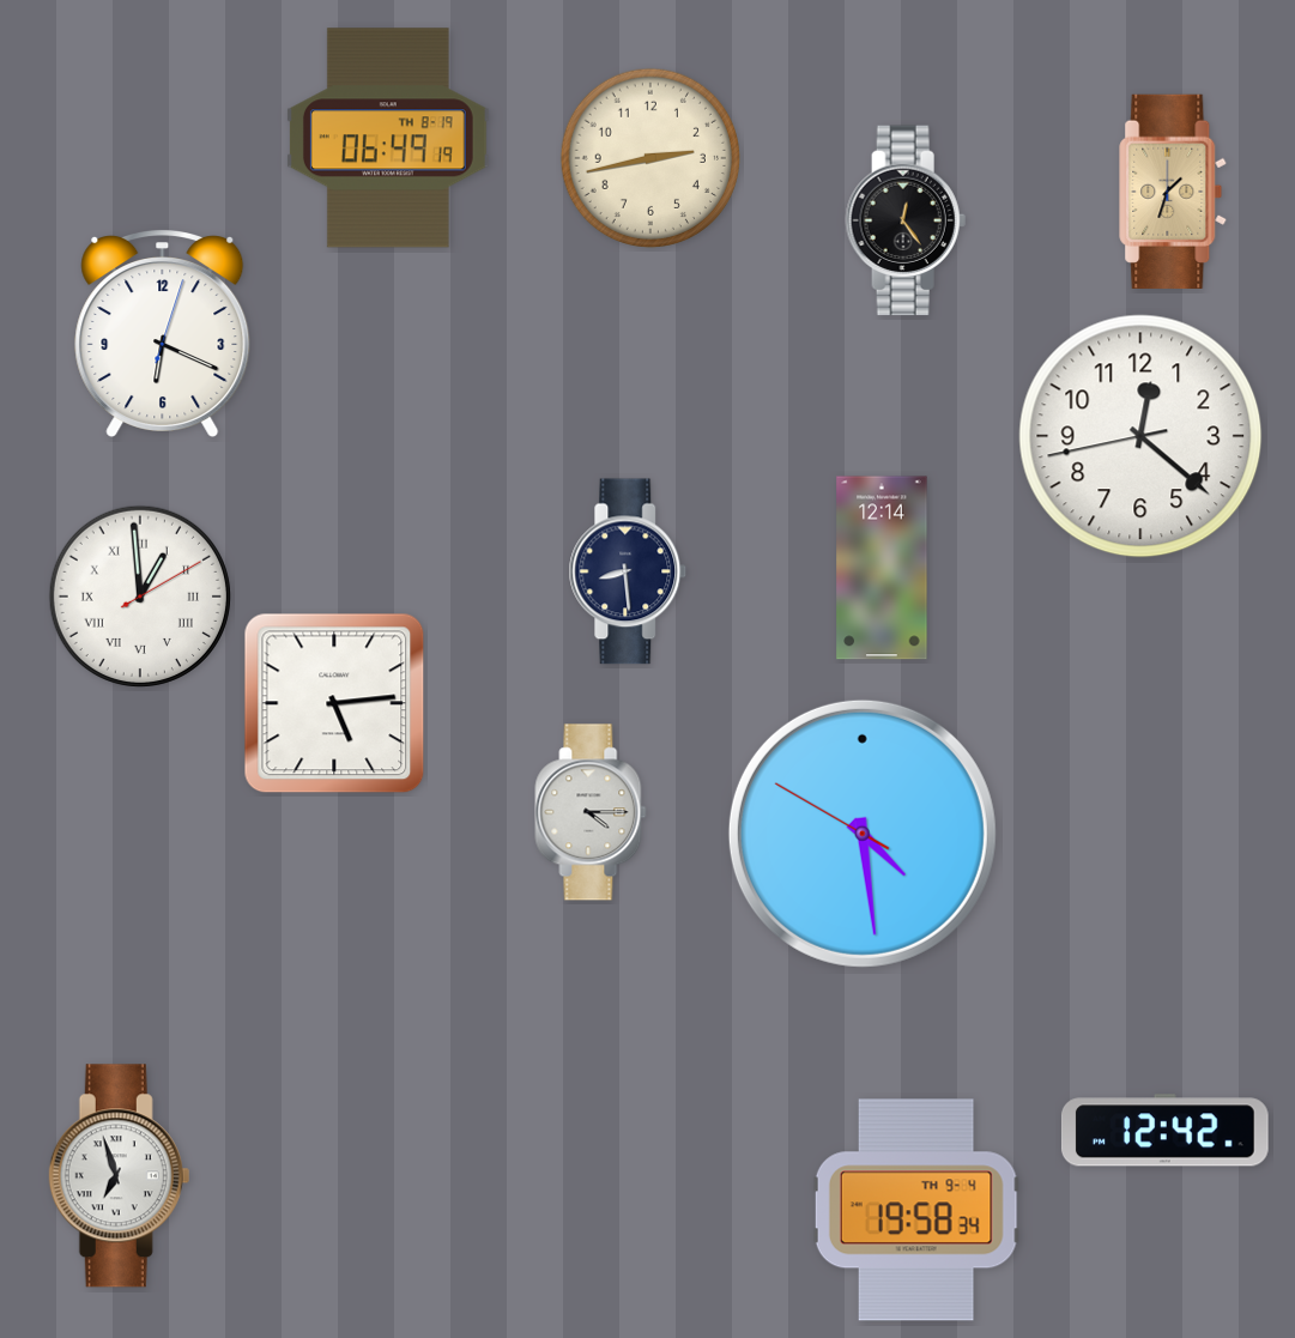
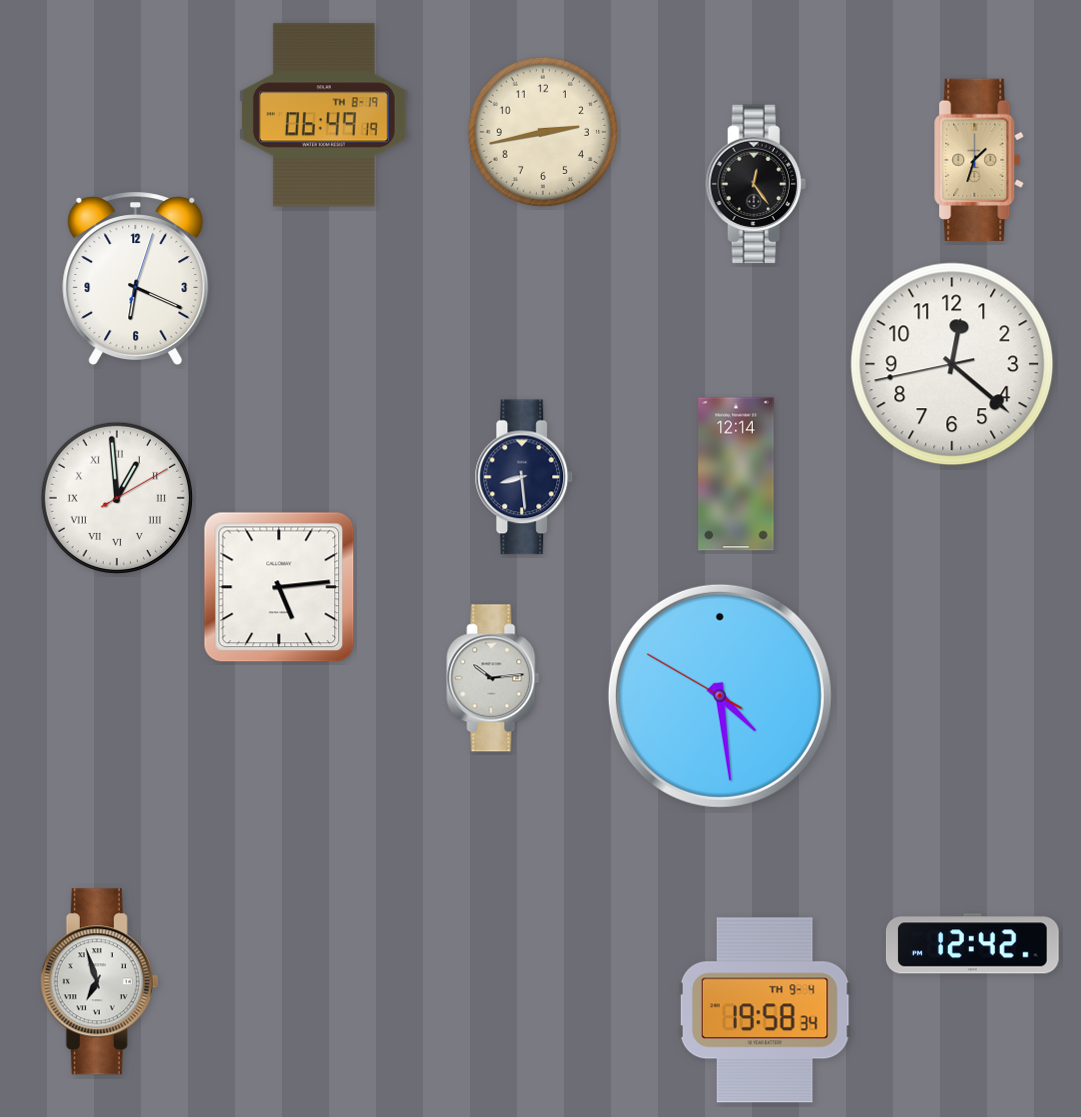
clock at (591, 812): 4:15 -> 10:14
